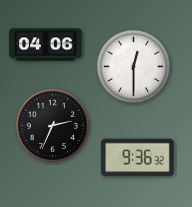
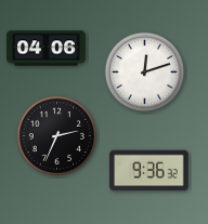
clock at (46, 45) position: (46, 45) -> (47, 49)
clock at (134, 67): 12:30 -> 12:12
